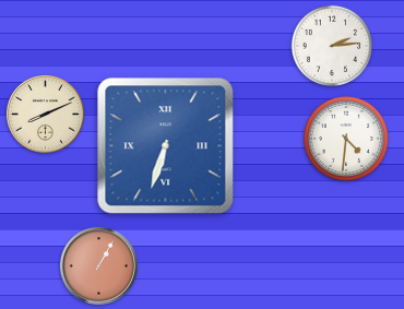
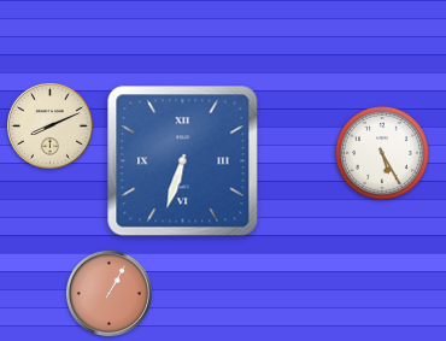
clock at (331, 45): 2:14 -> none
clock at (346, 139): 4:31 -> 5:25
